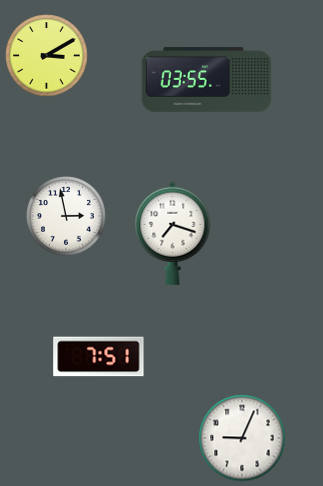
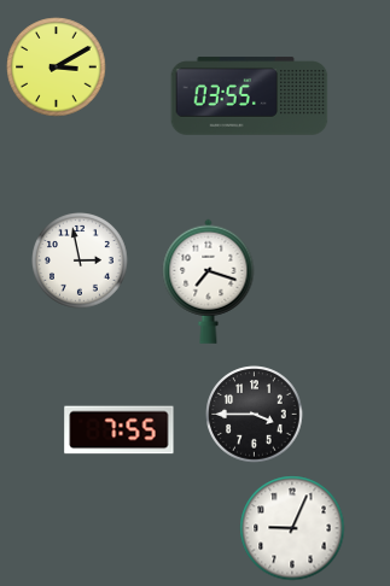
clock at (255, 415): none -> 3:45
clock at (99, 357): 7:51 -> 7:55
